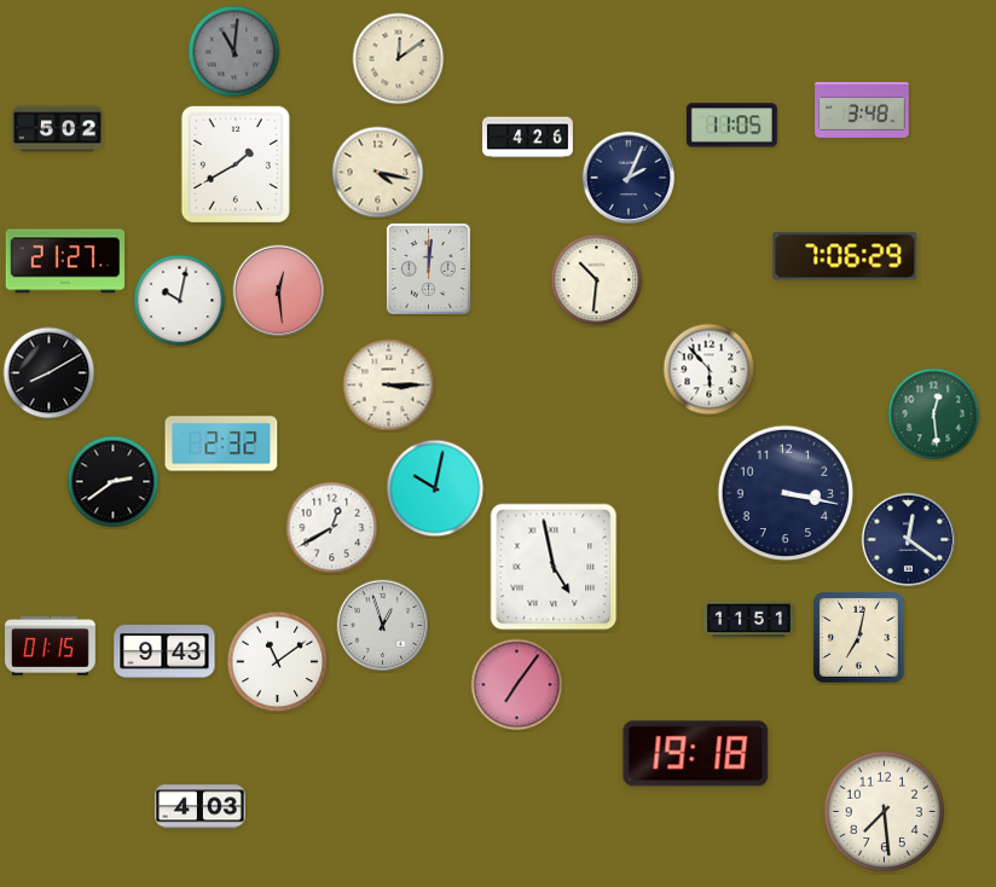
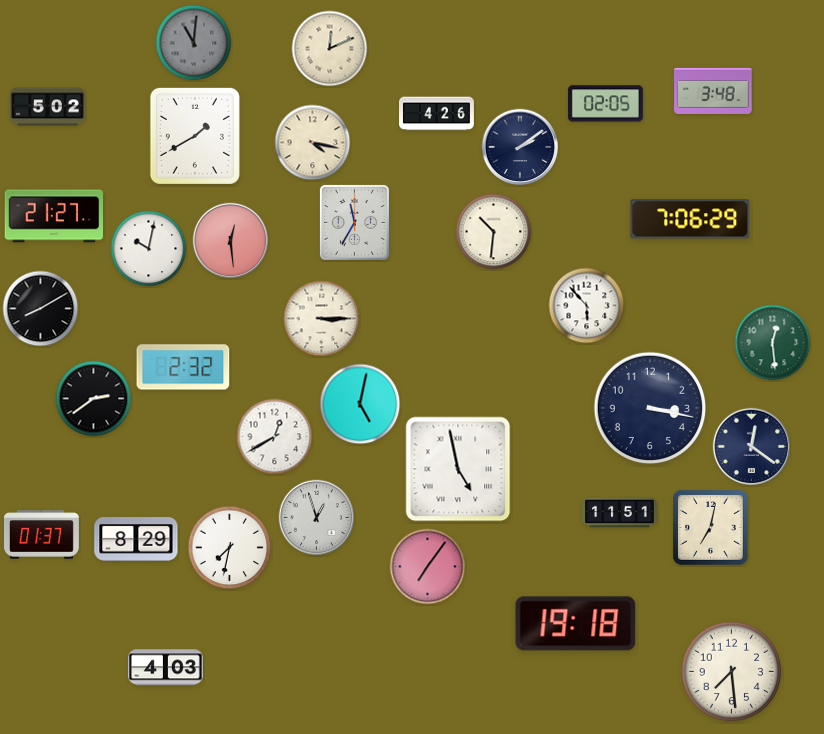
clock at (399, 59): 12:09 -> 12:11
clock at (731, 126): 11:05 -> 02:05
clock at (629, 178): 2:04 -> 2:09
clock at (845, 256) position: (845, 256) -> (690, 219)
clock at (428, 268): 12:01 -> 11:35
clock at (435, 488): 10:02 -> 5:02
clock at (51, 647): 01:15 -> 01:37
clock at (164, 651): 9:43 -> 8:29
clock at (278, 662): 11:09 -> 7:32
